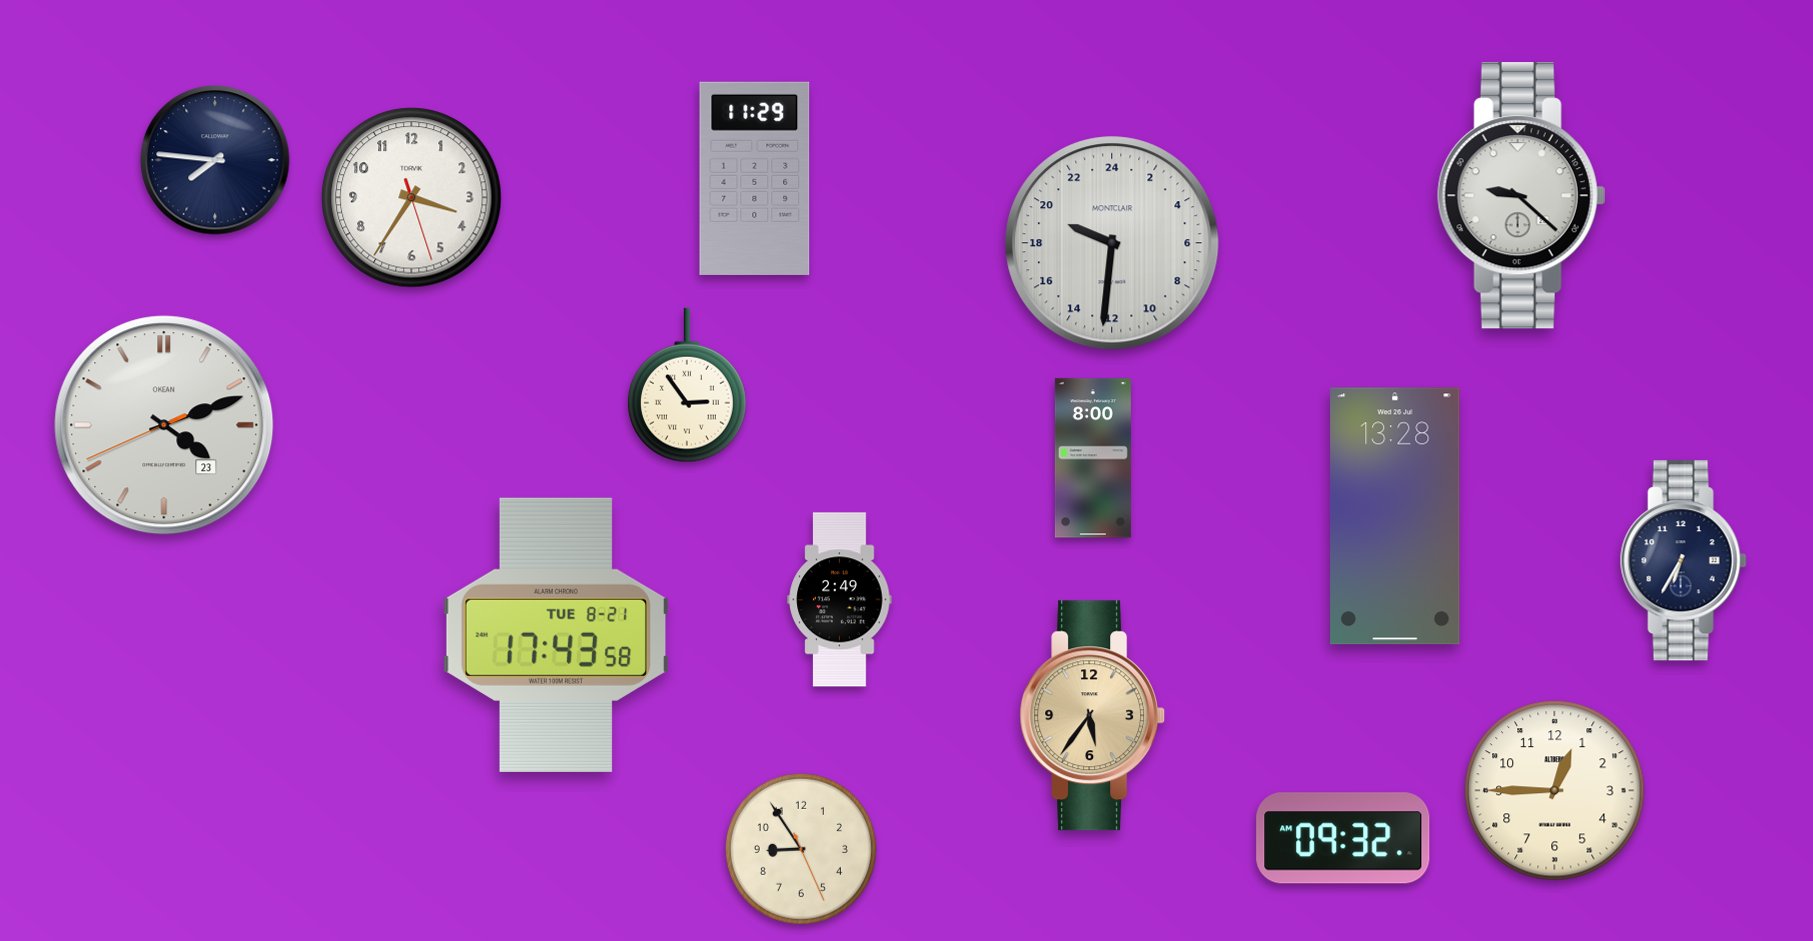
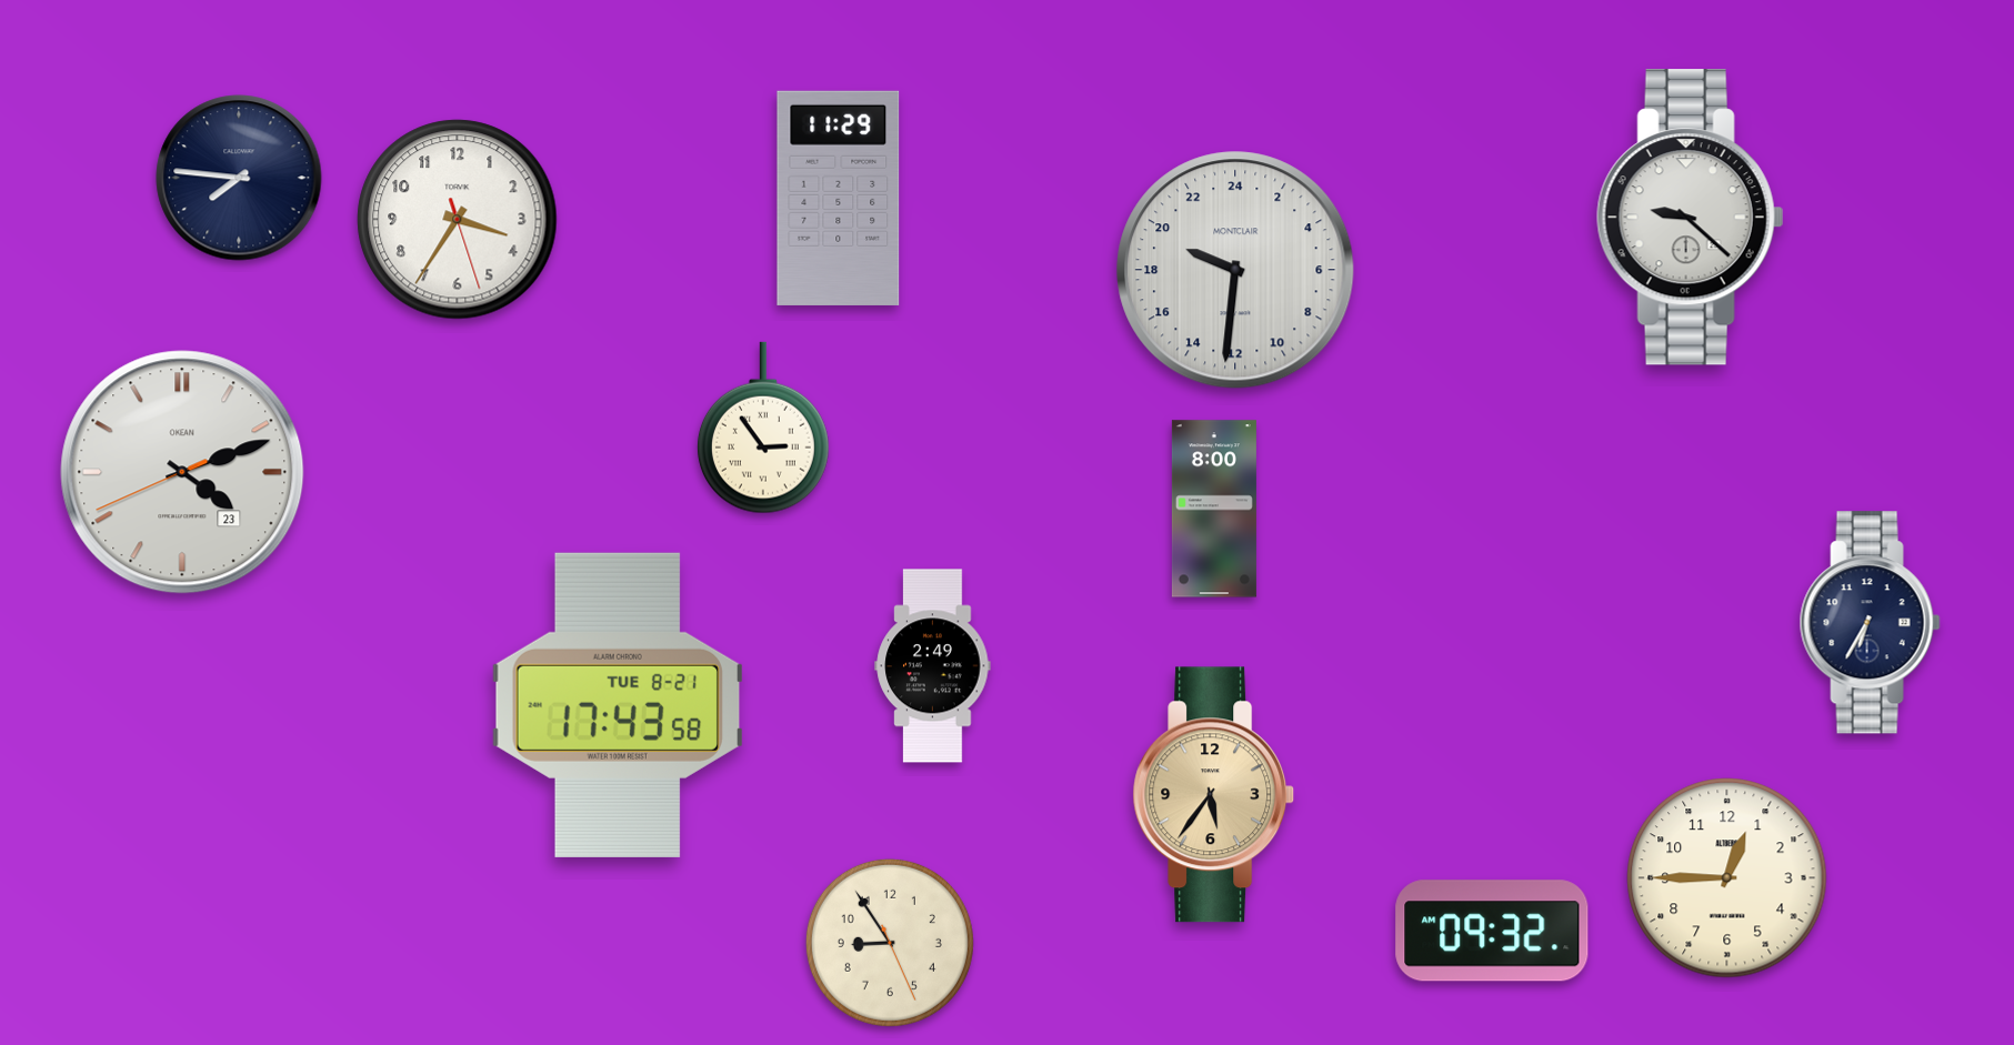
clock at (1395, 516): 13:28 -> none
